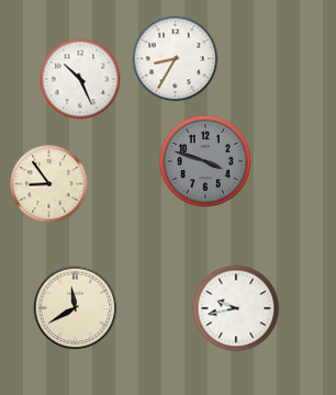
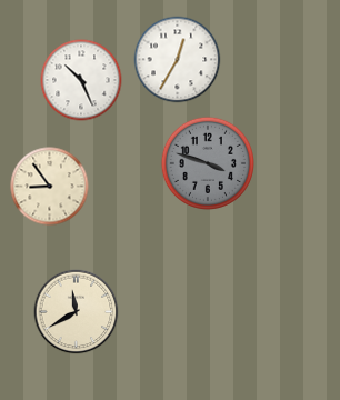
clock at (176, 59): 8:35 -> 12:35
clock at (236, 308): 9:43 -> none
